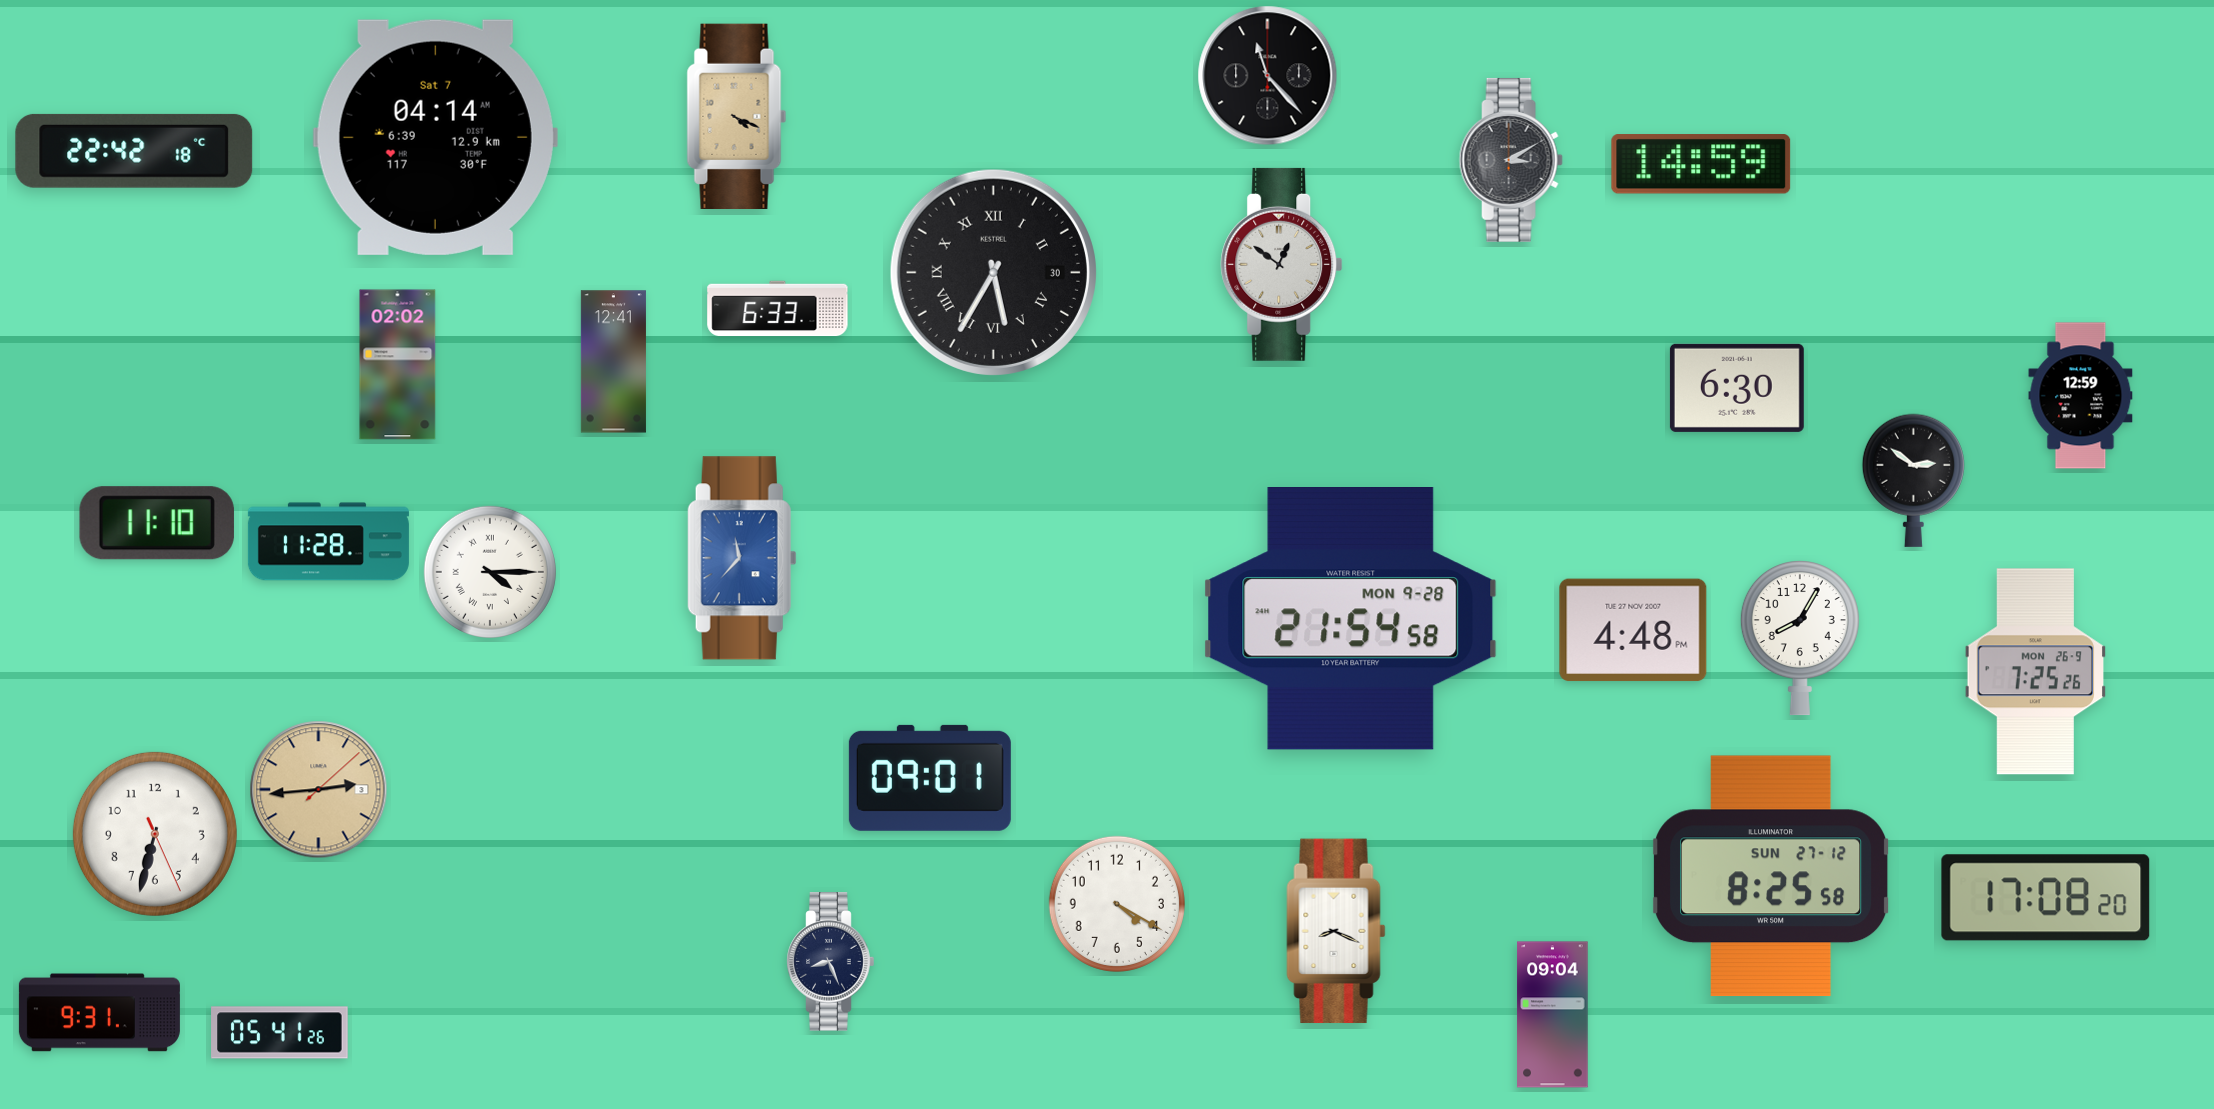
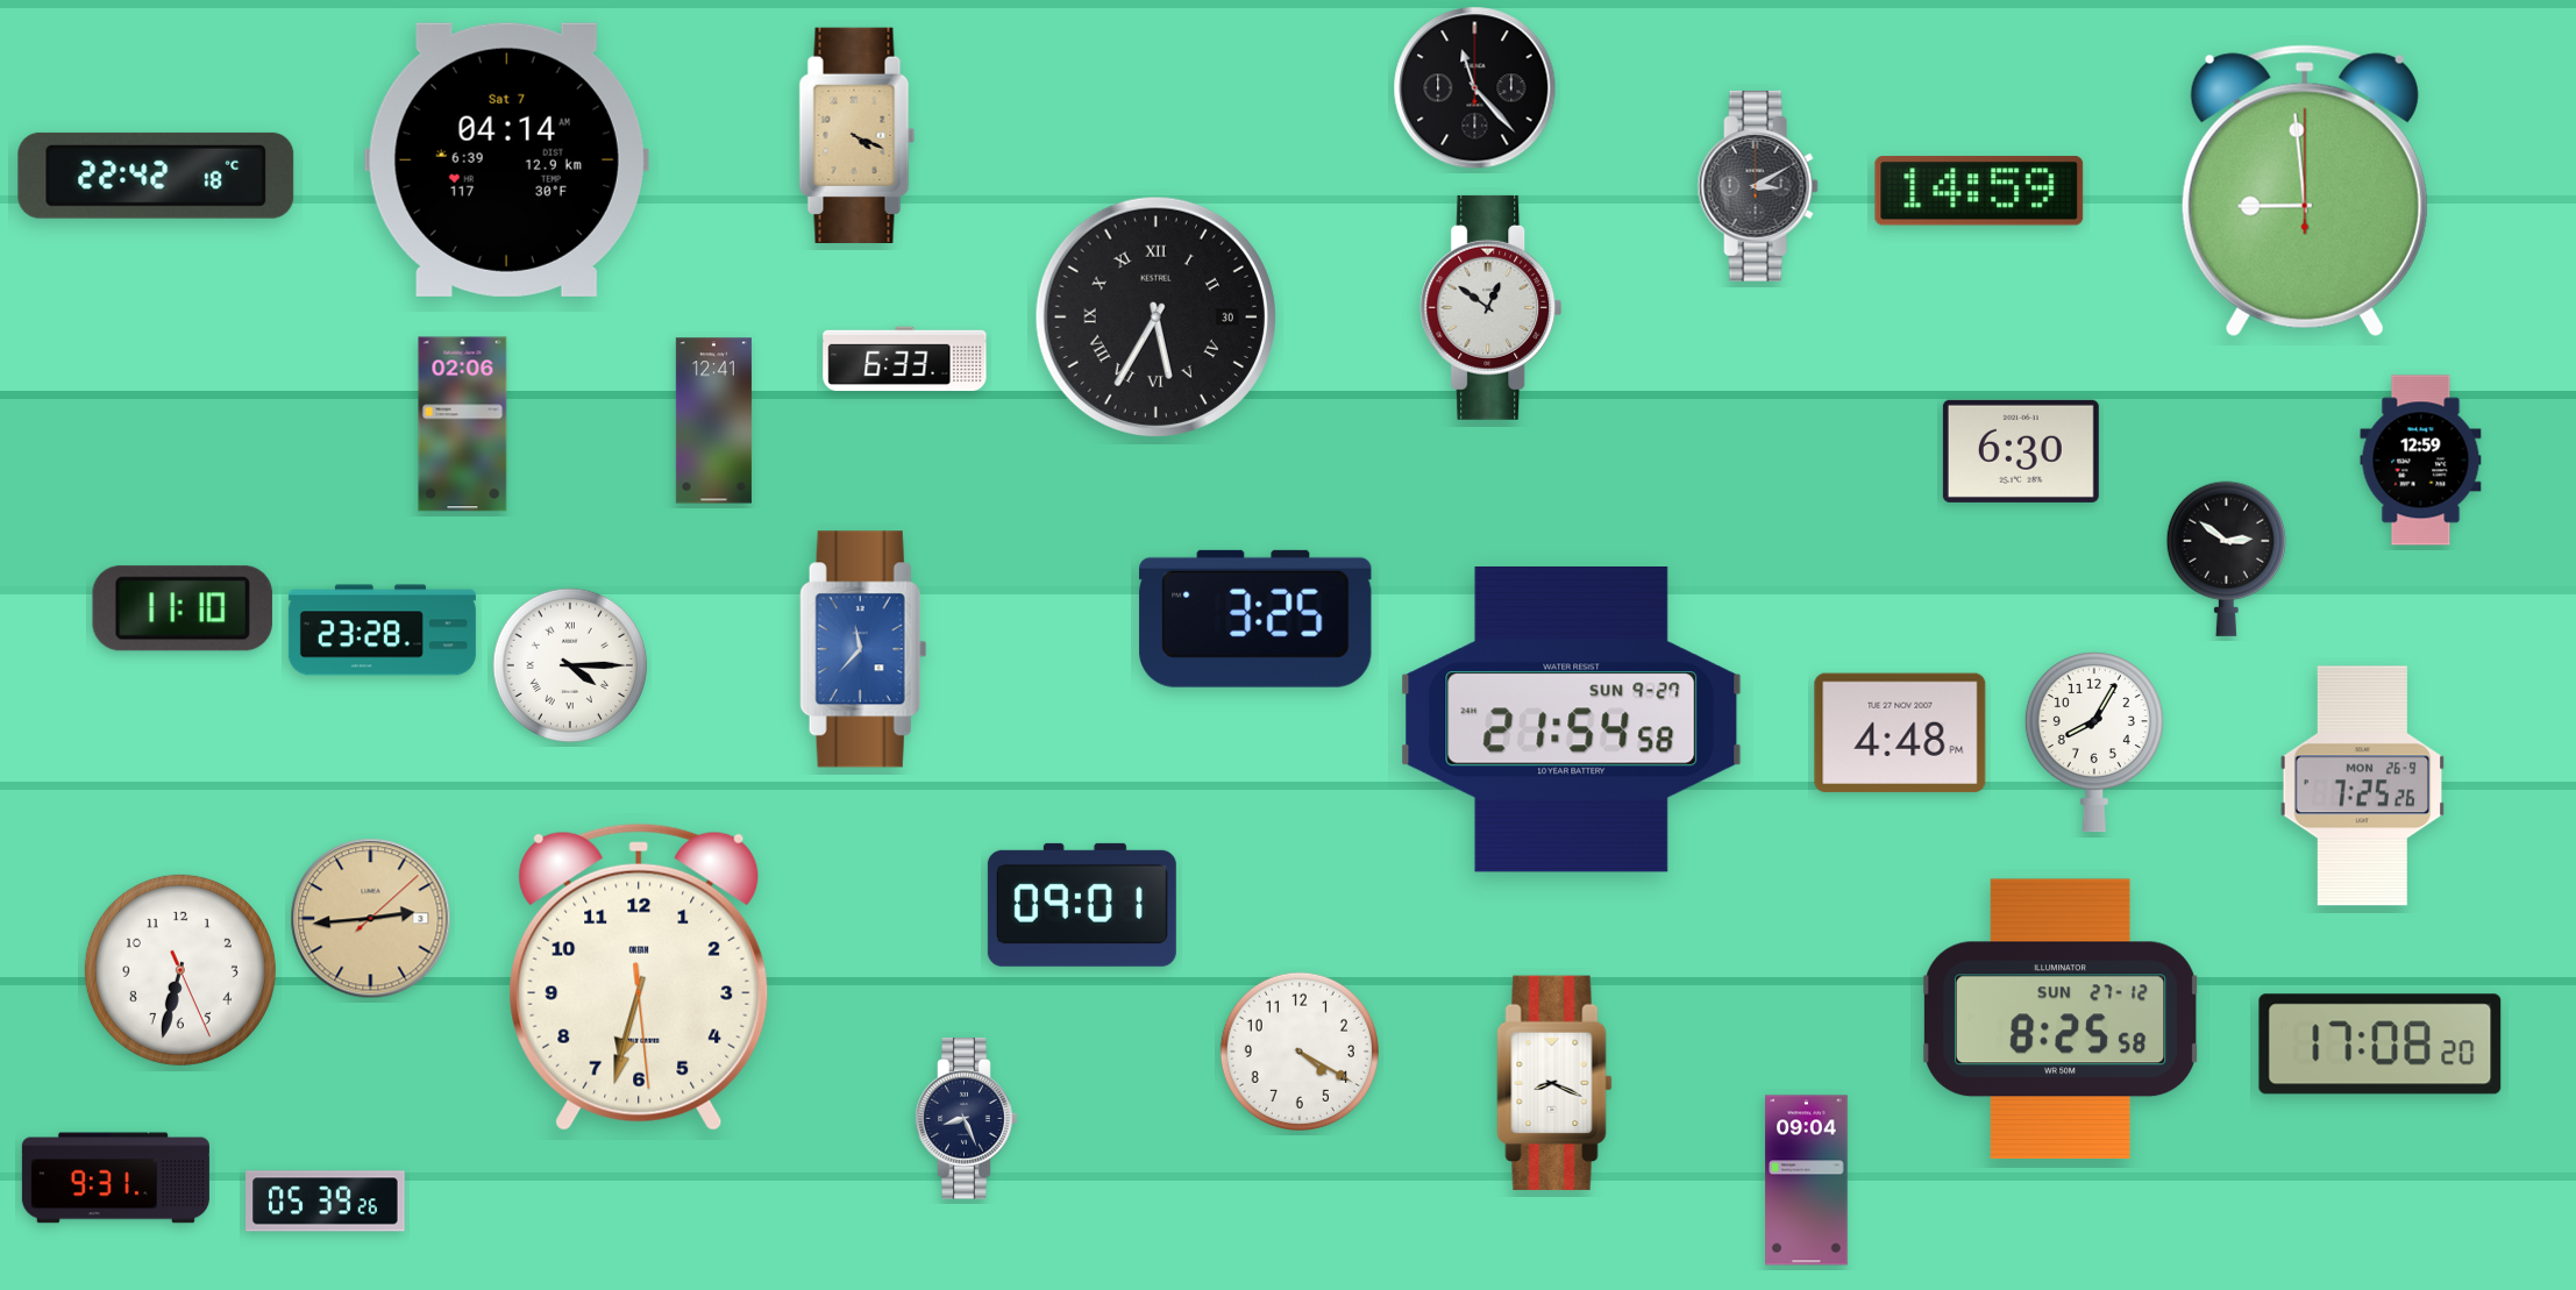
clock at (2305, 191): none -> 8:59
clock at (398, 365): 02:02 -> 02:06
clock at (1255, 619): none -> 3:25
clock at (328, 542): 11:28 -> 23:28
clock at (1351, 619) date: MON 9-28 -> SUN 9-27
clock at (2036, 672) position: (2036, 672) -> (2363, 786)
clock at (639, 977): none -> 6:32
clock at (280, 1033): 05:41 -> 05:39
